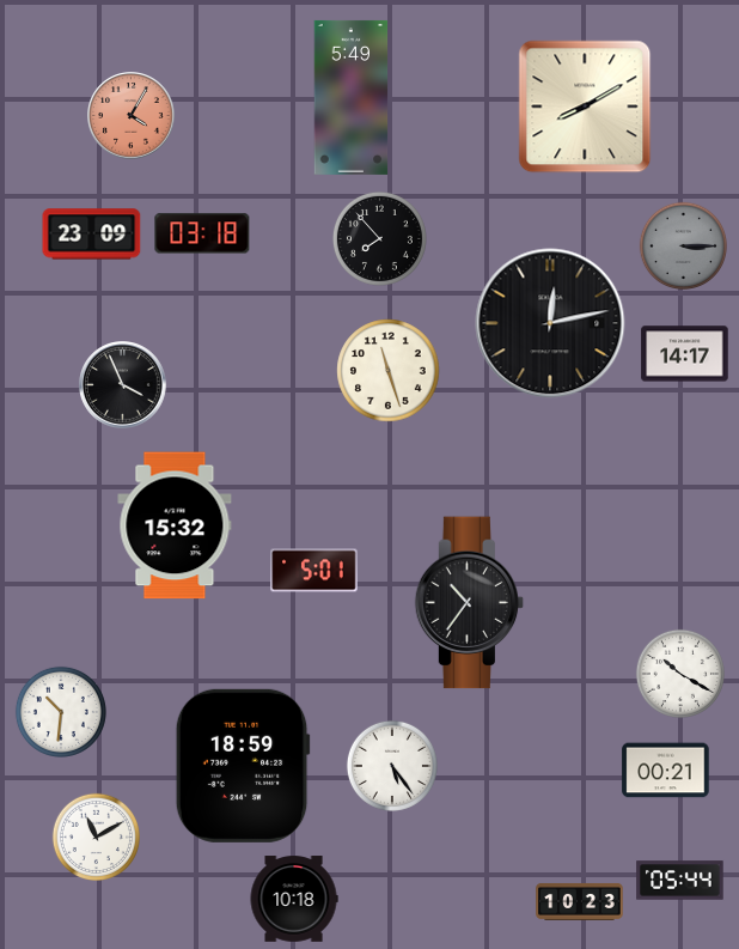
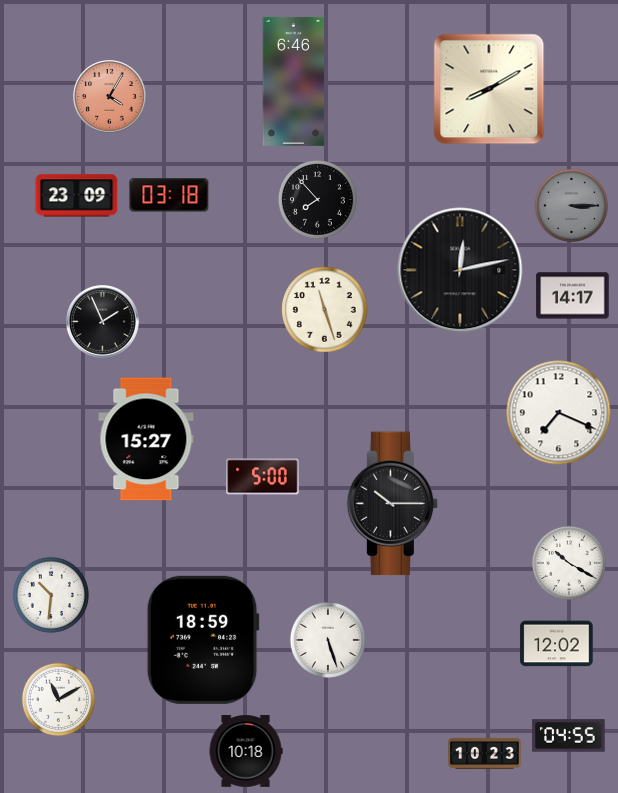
clock at (352, 97): 5:49 -> 6:46
clock at (123, 385): 3:56 -> 1:56
clock at (559, 413): none -> 7:19
clock at (175, 525): 15:32 -> 15:27
clock at (314, 571): 5:01 -> 5:00
clock at (470, 603): 10:36 -> 10:15
clock at (392, 766): 5:24 -> 5:27
clock at (666, 771): 00:21 -> 12:02
clock at (96, 837) position: (96, 837) -> (58, 699)
clock at (680, 881): 05:44 -> 04:55
